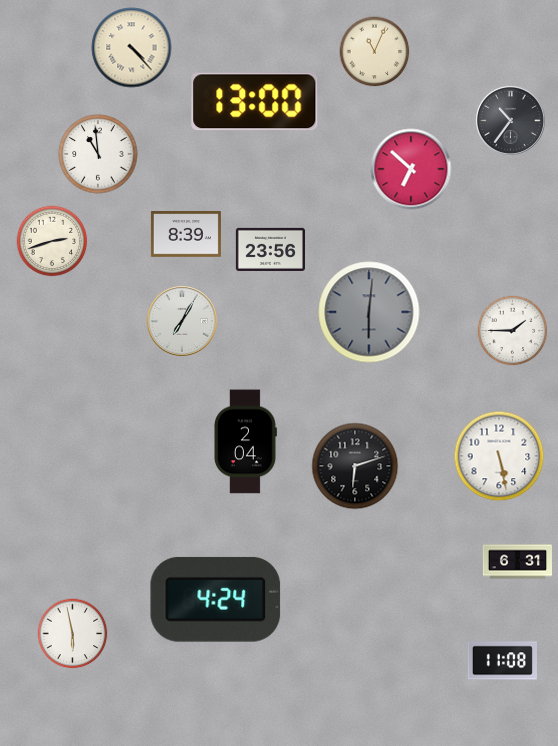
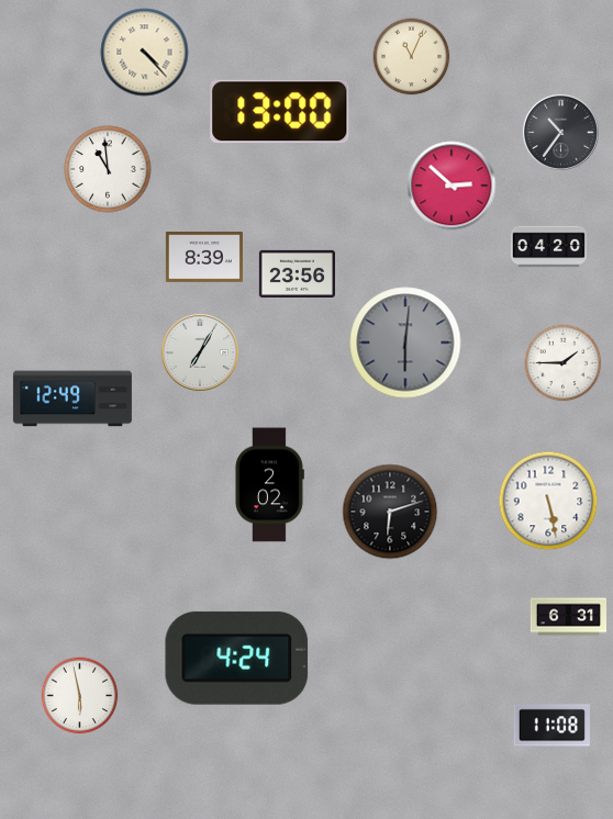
clock at (411, 169): 6:52 -> 2:52
clock at (548, 247): none -> 04:20
clock at (52, 241): 2:42 -> none
clock at (73, 399): none -> 12:49
clock at (245, 442): 2:04 -> 2:02
